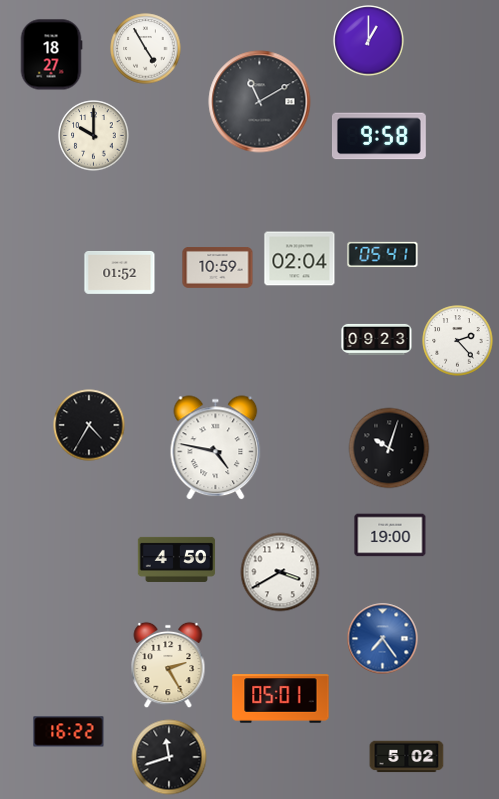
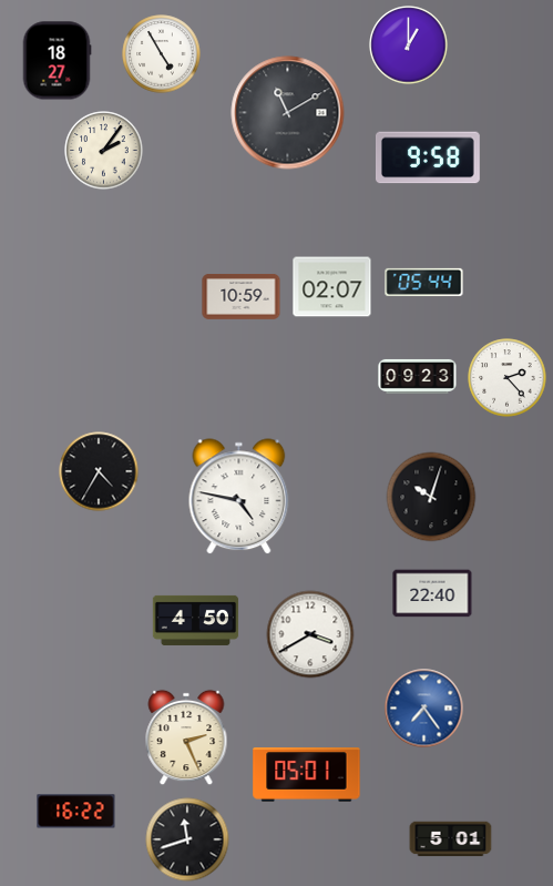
clock at (94, 136): 10:00 -> 2:06
clock at (379, 136) position: (379, 136) -> (428, 157)
clock at (383, 254): 05:41 -> 05:44
clock at (300, 259): 02:04 -> 02:07
clock at (120, 272): 01:52 -> none
clock at (390, 535): 19:00 -> 22:40
clock at (168, 665): 2:25 -> 2:26
clock at (281, 699) position: (281, 699) -> (307, 775)
clock at (407, 757): 5:02 -> 5:01
